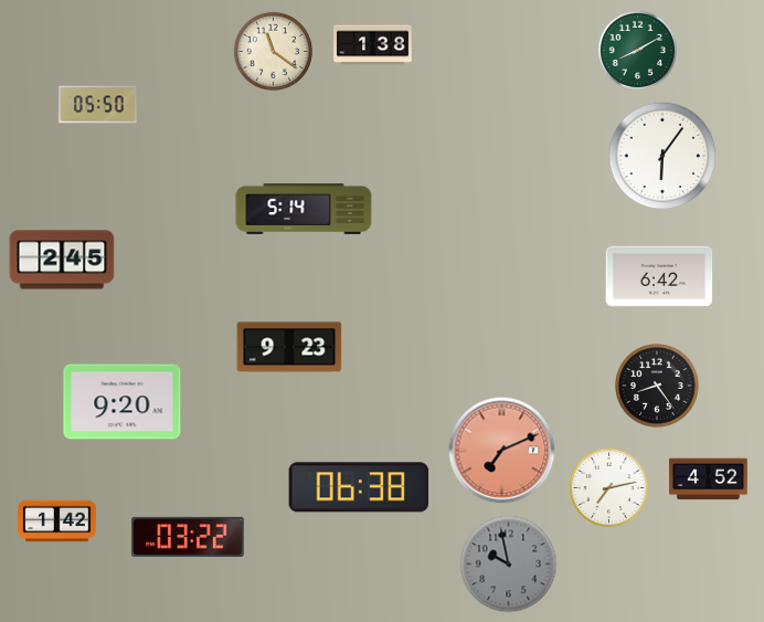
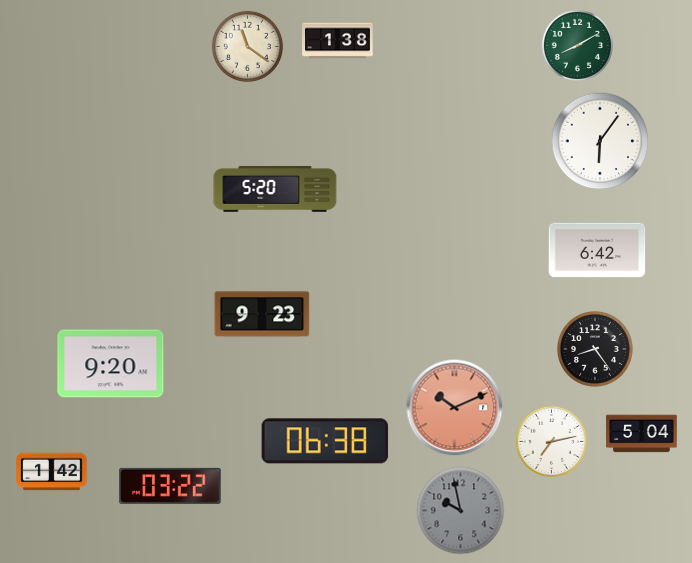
clock at (98, 105): 05:50 -> none
clock at (304, 209): 5:14 -> 5:20
clock at (62, 260): 2:45 -> none
clock at (502, 451): 7:11 -> 10:11
clock at (709, 479): 4:52 -> 5:04
